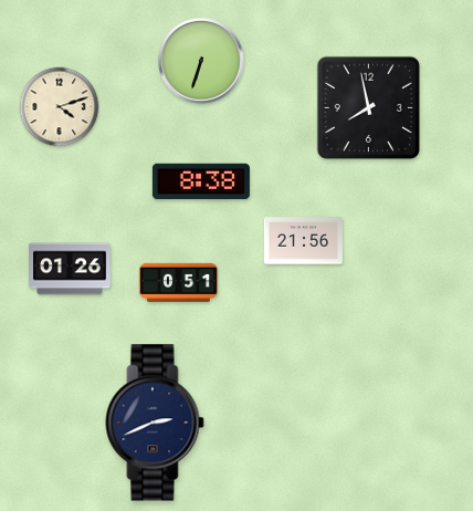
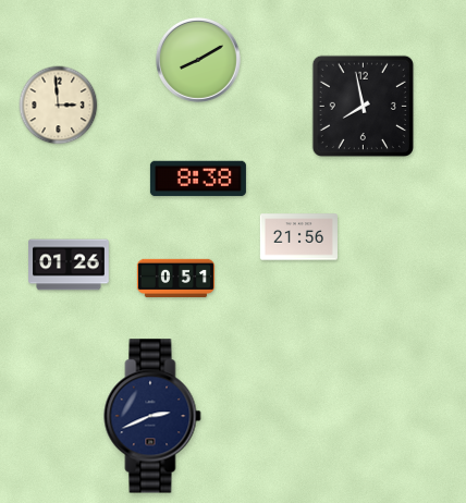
clock at (201, 61): 6:33 -> 8:10
clock at (60, 107): 4:12 -> 2:59
